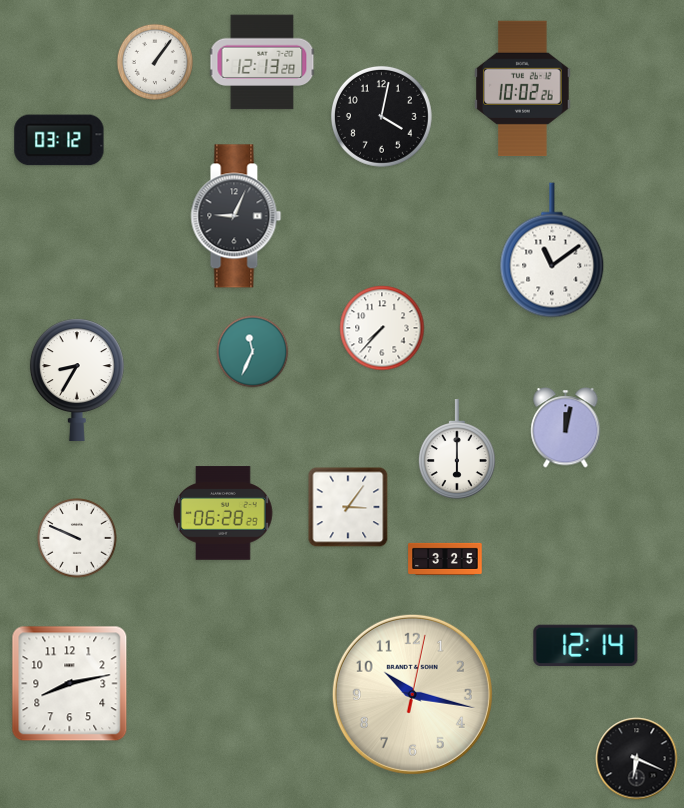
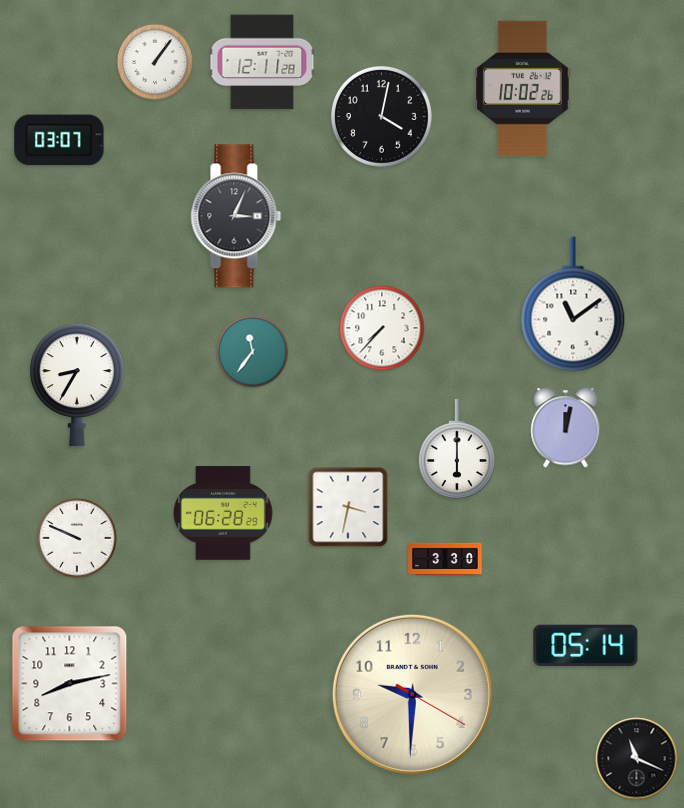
clock at (262, 62): 12:13 -> 12:11
clock at (59, 140): 03:12 -> 03:07
clock at (236, 216): 9:04 -> 3:04
clock at (552, 250) position: (552, 250) -> (573, 304)
clock at (253, 352): 11:34 -> 11:36
clock at (77, 379) position: (77, 379) -> (77, 384)
clock at (348, 507): 3:06 -> 3:32
clock at (445, 559): 3:25 -> 3:30
clock at (586, 646): 12:14 -> 05:14
clock at (412, 694): 10:17 -> 9:30
clock at (637, 759): 6:19 -> 11:19
